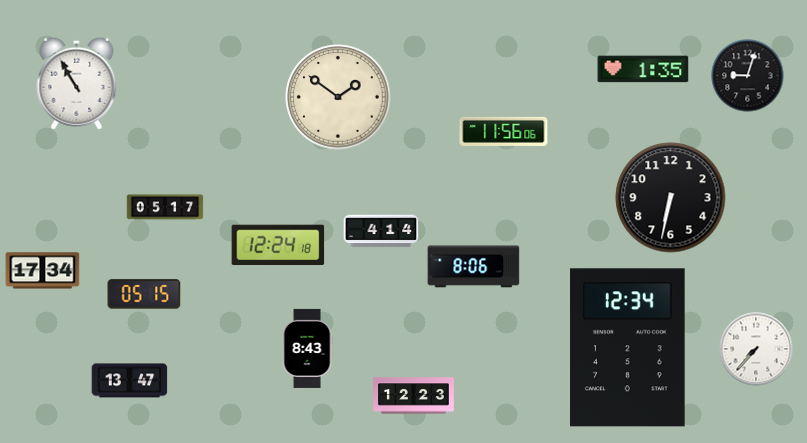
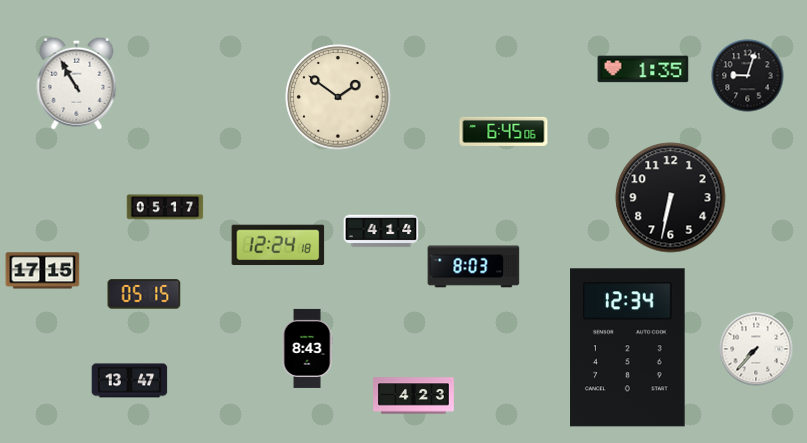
clock at (504, 131): 11:56 -> 6:45
clock at (474, 267): 8:06 -> 8:03
clock at (43, 271): 17:34 -> 17:15
clock at (414, 396): 12:23 -> 4:23
